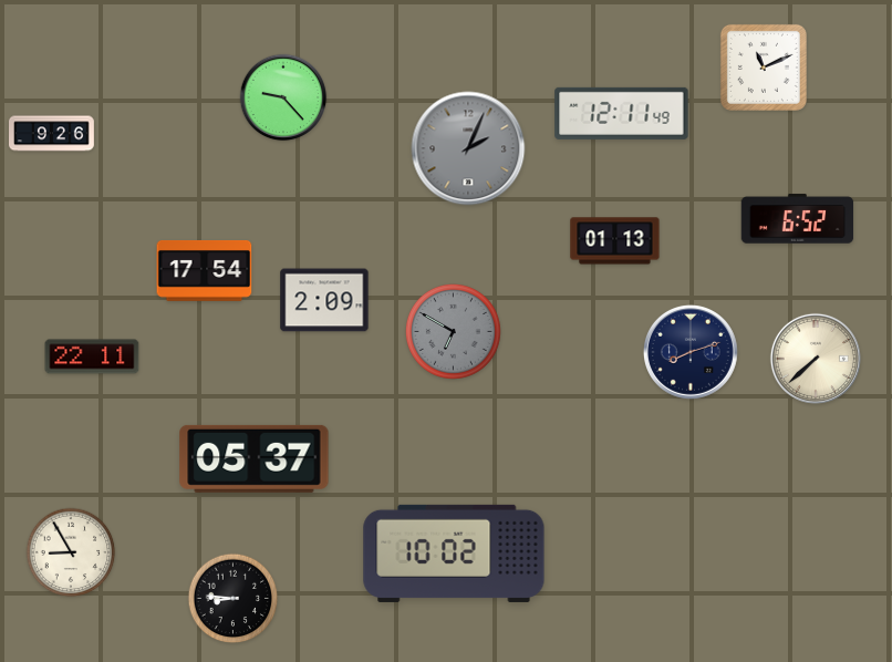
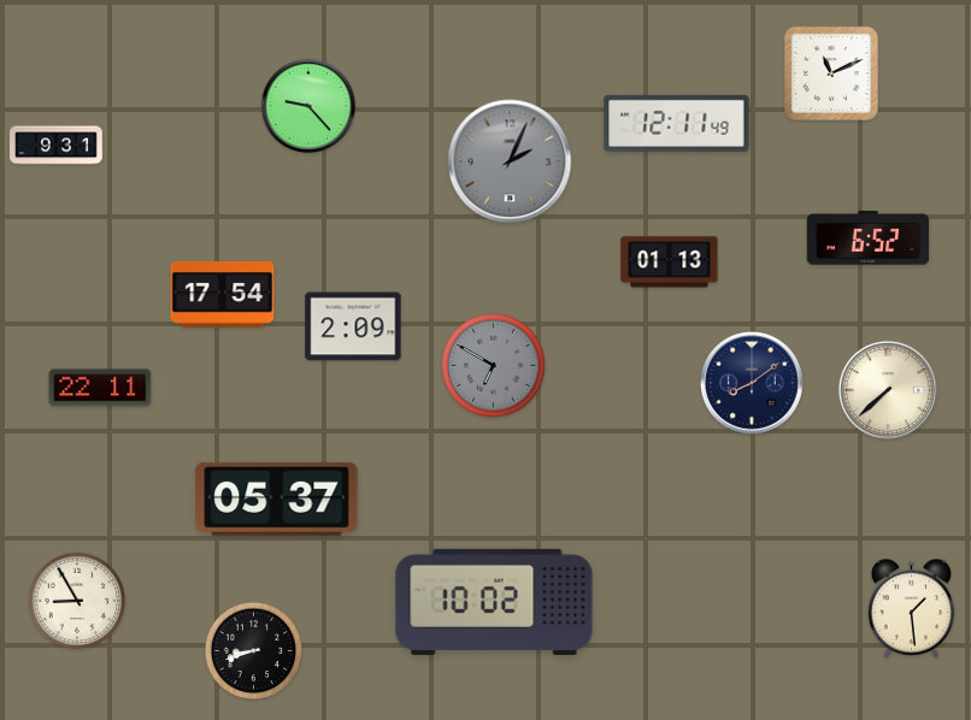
clock at (52, 134): 9:26 -> 9:31
clock at (453, 331) position: (453, 331) -> (493, 365)
clock at (691, 352): 8:12 -> 8:09
clock at (912, 608): none -> 1:29
clock at (234, 599): 8:46 -> 8:42
